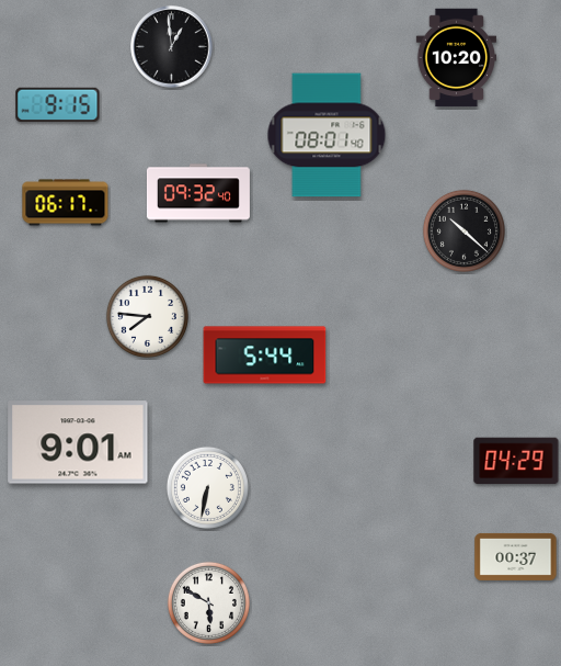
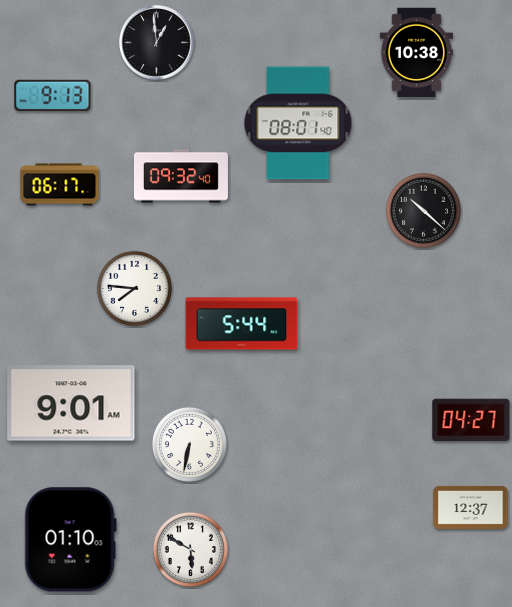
clock at (456, 58): 10:20 -> 10:38
clock at (58, 104): 9:15 -> 9:13
clock at (516, 461): 04:29 -> 04:27
clock at (516, 556): 00:37 -> 12:37
clock at (70, 540): none -> 01:10
